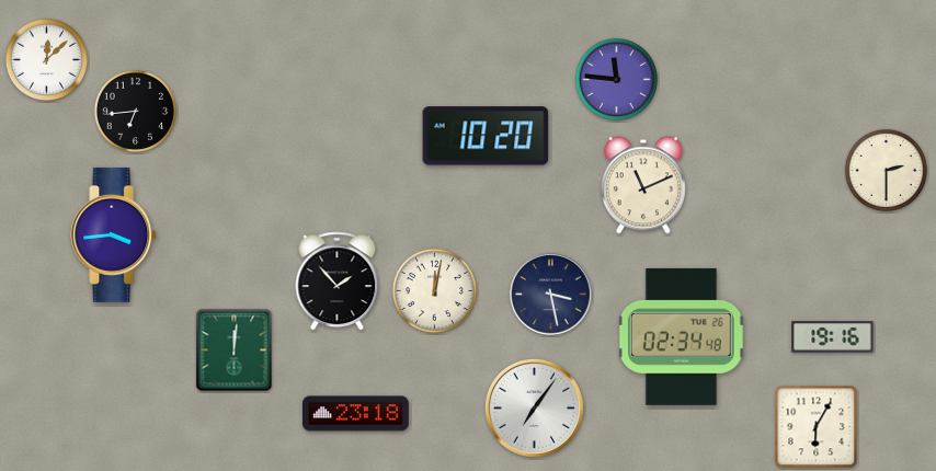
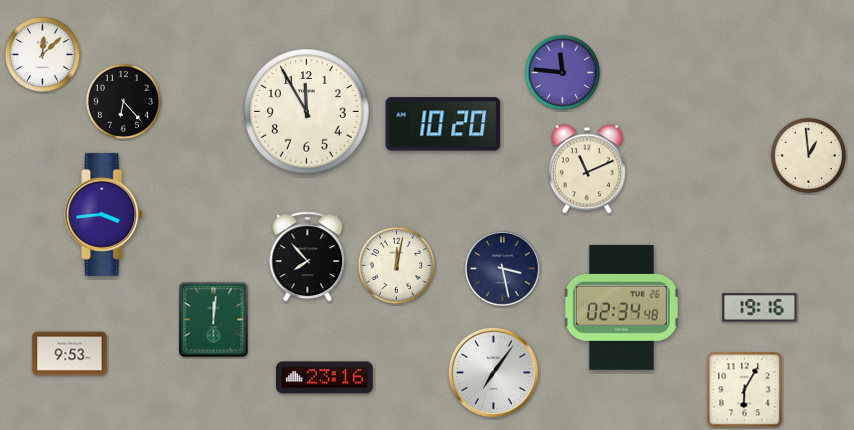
clock at (135, 111): 6:44 -> 6:23
clock at (307, 112): none -> 11:55
clock at (886, 170): 2:30 -> 12:59
clock at (338, 282): 1:53 -> 7:53
clock at (70, 354): none -> 9:53
clock at (534, 407) position: (534, 407) -> (493, 372)
clock at (355, 414): 23:18 -> 23:16
